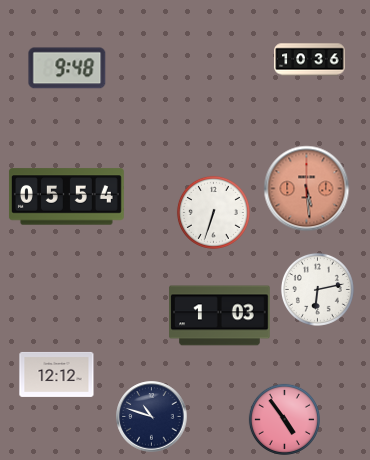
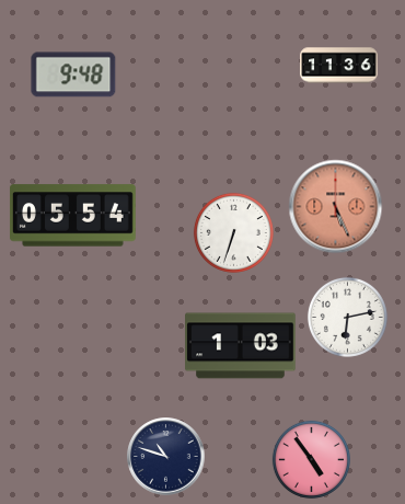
clock at (310, 60): 10:36 -> 11:36
clock at (307, 189): 5:29 -> 5:26
clock at (57, 374): 12:12 -> none
